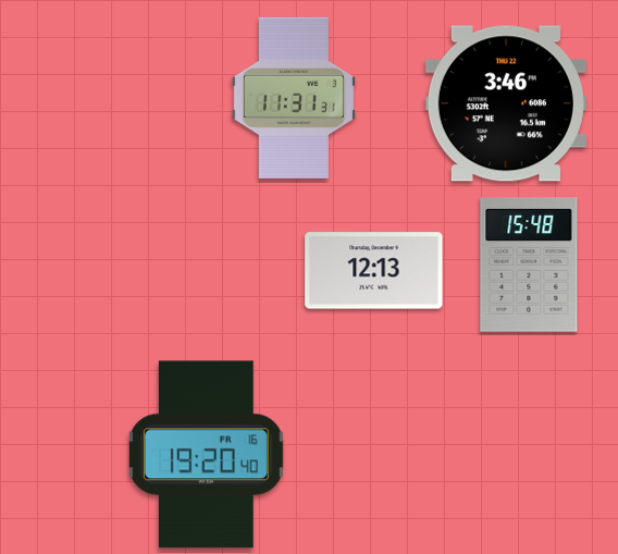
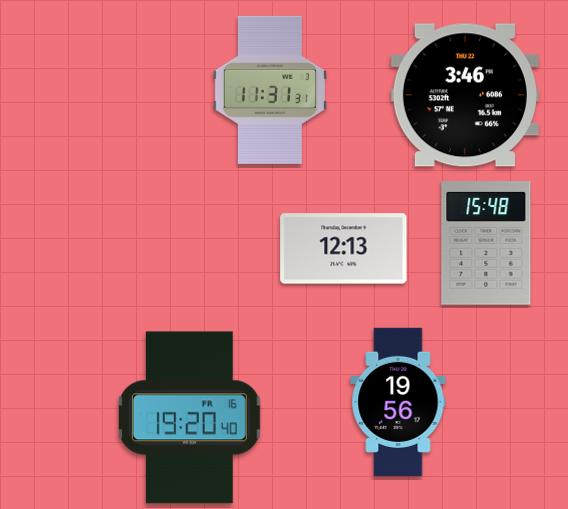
clock at (398, 402): none -> 19:56
